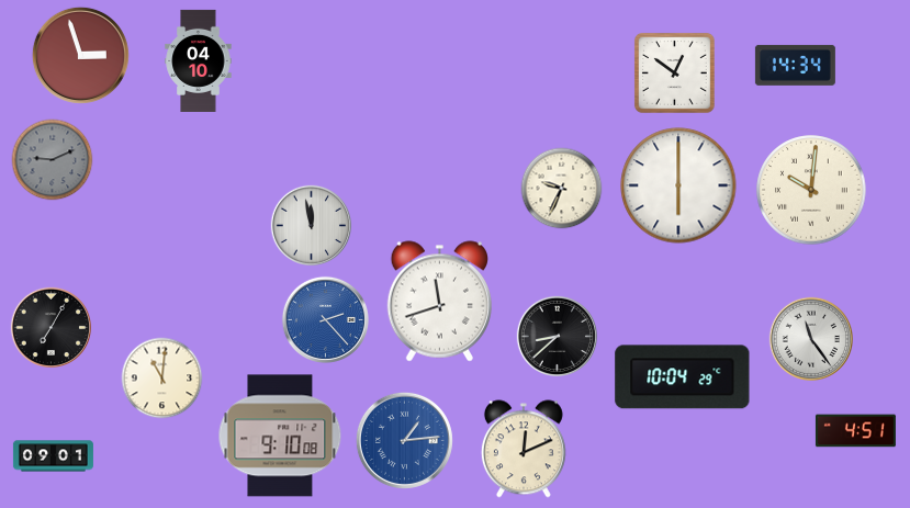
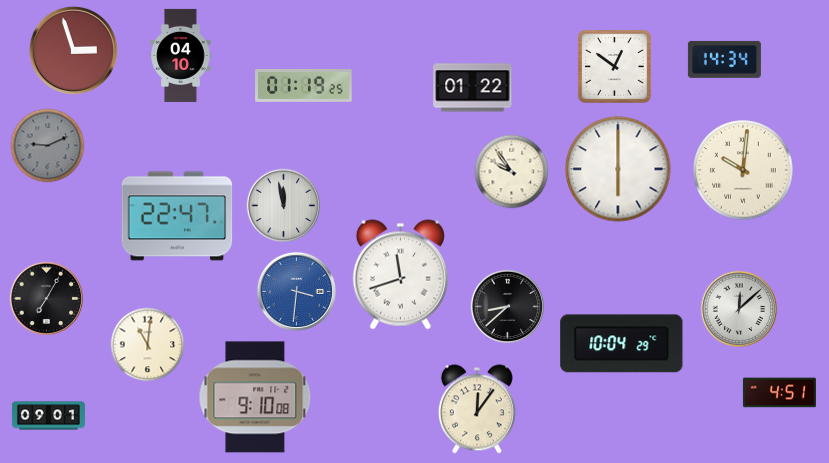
clock at (304, 86): none -> 01:19
clock at (473, 88): none -> 01:22
clock at (562, 189): 9:34 -> 9:54
clock at (811, 190) position: (811, 190) -> (743, 170)
clock at (177, 216): none -> 22:47
clock at (325, 319): 2:23 -> 3:31
clock at (810, 338): 11:24 -> 12:08
clock at (404, 440): 1:14 -> none
clock at (524, 449): 12:11 -> 12:06
